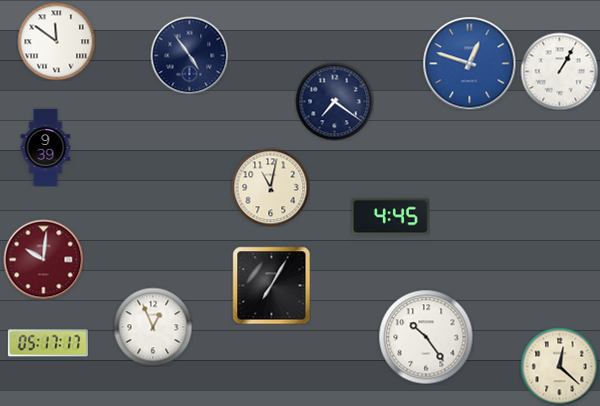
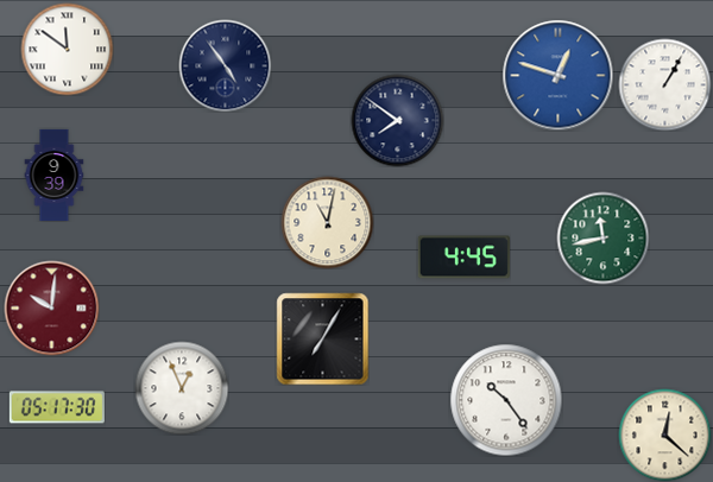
clock at (334, 101): 7:21 -> 7:51
clock at (270, 187) position: (270, 187) -> (327, 222)
clock at (602, 237): none -> 11:43
clock at (48, 343): 05:17:17 -> 05:17:30
